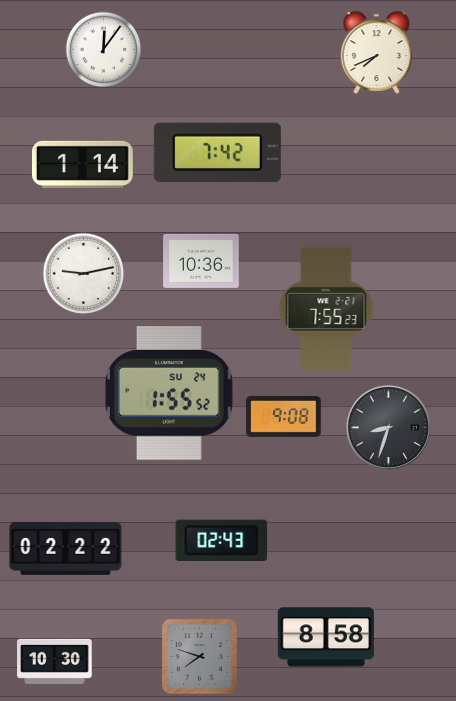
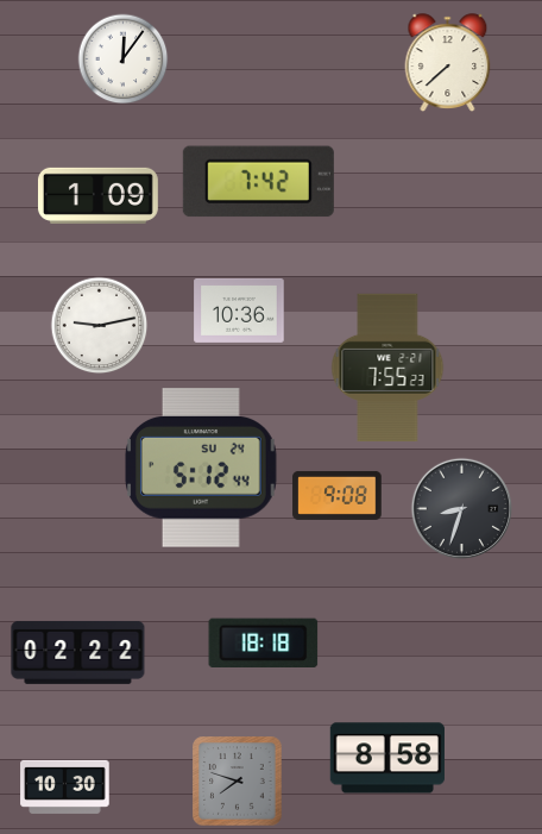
clock at (377, 53): 7:41 -> 7:38
clock at (82, 164): 1:14 -> 1:09
clock at (170, 393): 1:55 -> 5:12
clock at (222, 540): 02:43 -> 18:18
